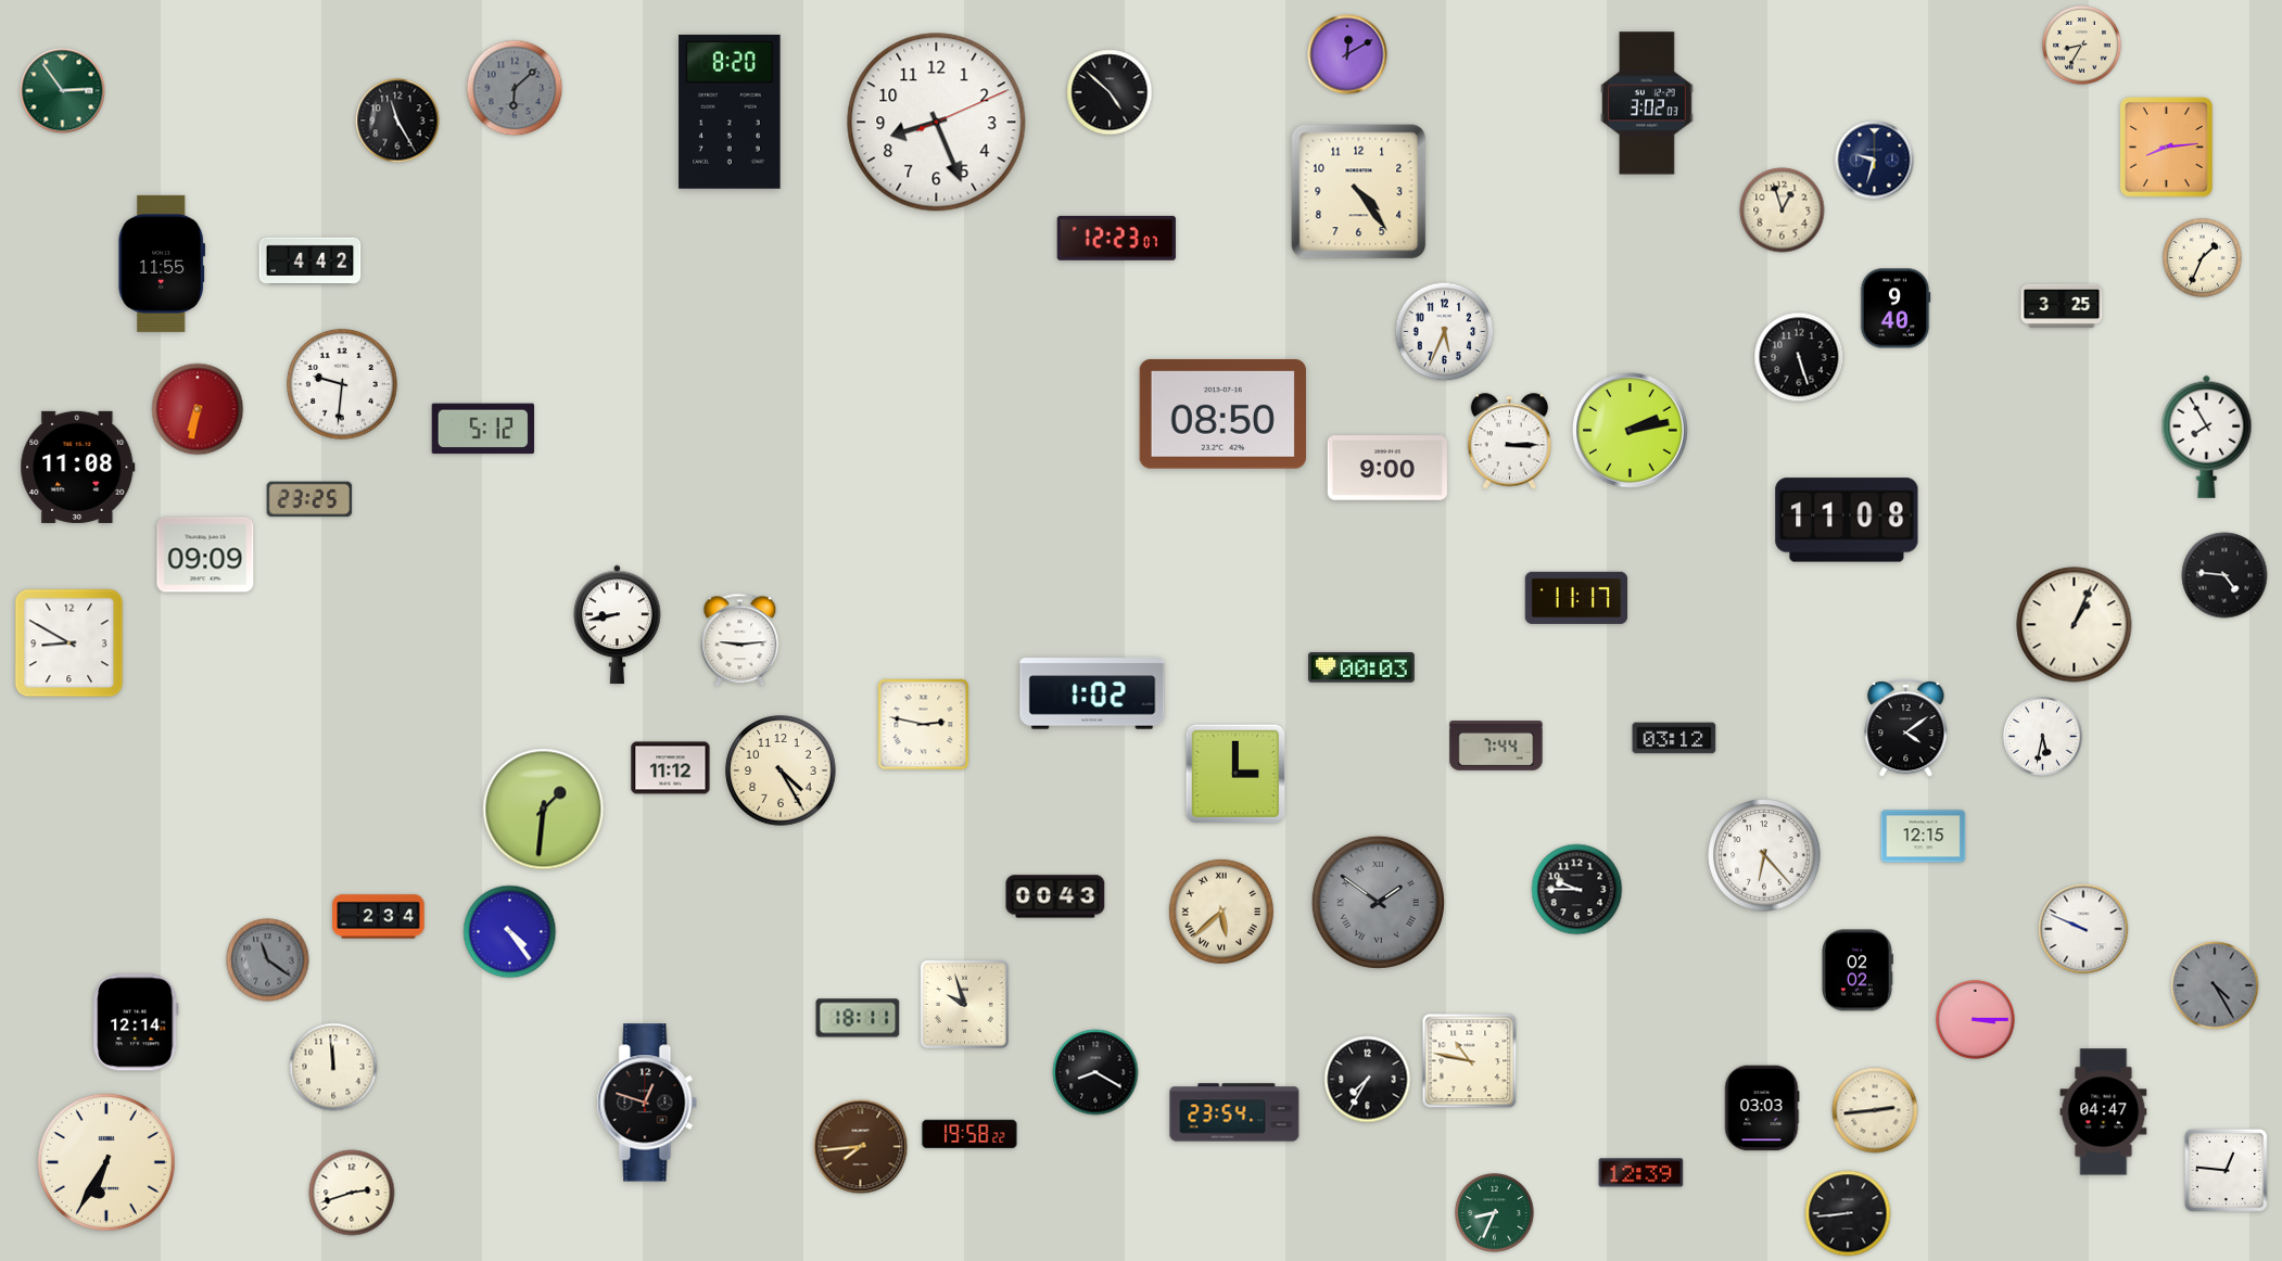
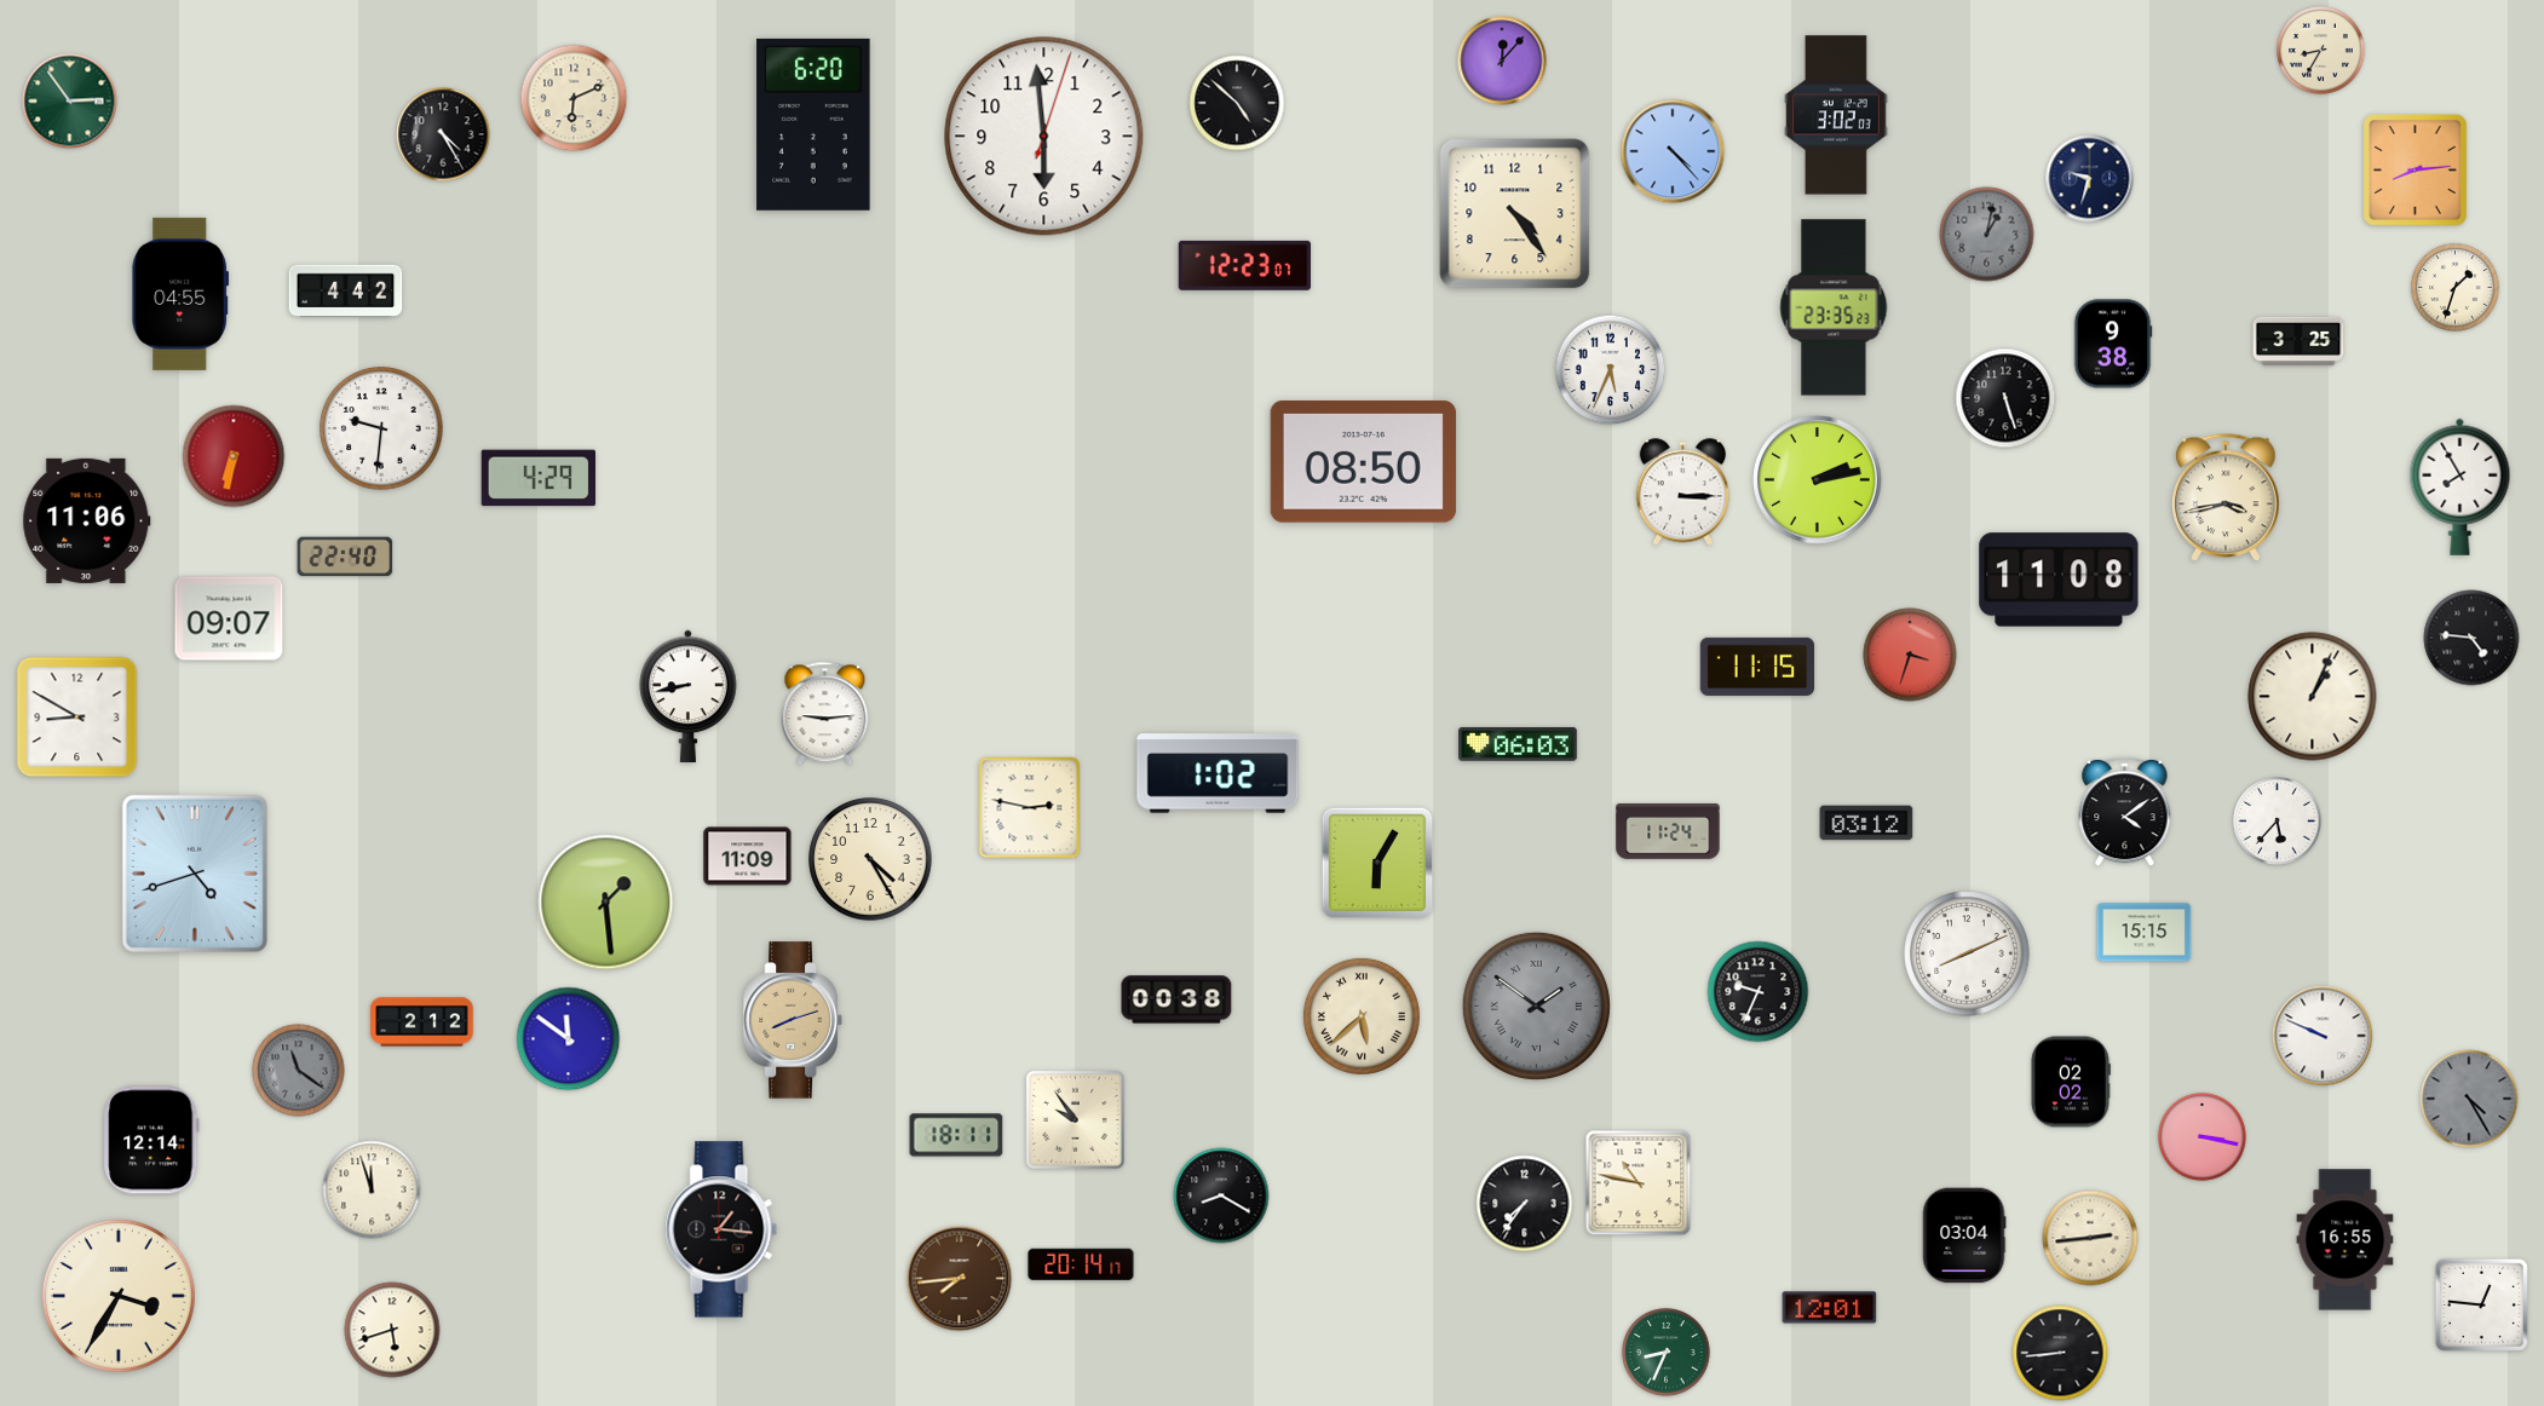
clock at (1347, 54): 12:10 -> 12:07
clock at (515, 88): 6:08 -> 6:11
clock at (515, 88) dial: grey -> cream
clock at (730, 112): 8:20 -> 6:20
clock at (397, 120): 11:25 -> 4:25
clock at (937, 123): 8:26 -> 5:59
clock at (1673, 151): none -> 4:23
clock at (2166, 147) position: (2166, 147) -> (2415, 169)
clock at (1783, 211): 12:57 -> 1:02
clock at (1783, 211) dial: cream -> grey
clock at (2203, 258): 1:34 -> 1:33
clock at (162, 264): 11:55 -> 04:55
clock at (1834, 307): none -> 23:35
clock at (1896, 308): 9:40 -> 9:38
clock at (198, 409) position: (198, 409) -> (234, 456)
clock at (482, 429): 5:12 -> 4:29
clock at (2226, 499): none -> 3:43
clock at (78, 467): 11:08 -> 11:06
clock at (1387, 468): 9:00 -> none
clock at (309, 499): 23:25 -> 22:40
clock at (205, 555): 09:09 -> 09:07
clock at (2224, 575) position: (2224, 575) -> (2471, 638)
clock at (1910, 655): none -> 3:33
clock at (1576, 598): 11:17 -> 11:15
clock at (1362, 667): 00:03 -> 06:03
clock at (2043, 737): 5:32 -> 5:37
clock at (1496, 746): 7:44 -> 11:24
clock at (671, 768): 11:12 -> 11:09
clock at (1235, 774): 3:00 -> 6:05
clock at (195, 874): none -> 4:42
clock at (544, 810): 1:31 -> 1:29
clock at (1924, 837): 12:15 -> 15:15
clock at (1764, 855): 6:23 -> 8:11
clock at (1577, 890): 9:45 -> 9:34
clock at (1055, 896): 00:43 -> 00:38
clock at (793, 1020): none -> 8:12
clock at (379, 917): 2:34 -> 2:12
clock at (510, 932): 4:24 -> 11:51
clock at (964, 1004): 9:57 -> 9:54
clock at (1976, 1020): 3:15 -> 3:17
clock at (333, 1067): 11:59 -> 11:57
clock at (1368, 1080): 7:35 -> 7:36
clock at (647, 1103): 12:48 -> 1:16
clock at (1762, 1108): 03:03 -> 03:04
clock at (1234, 1112): 23:54 -> none
clock at (2104, 1112): 04:47 -> 16:55
clock at (969, 1134): 19:58 -> 20:14
clock at (106, 1162): 6:35 -> 3:35
clock at (1641, 1173): 12:39 -> 12:01
clock at (352, 1193): 2:42 -> 5:42
